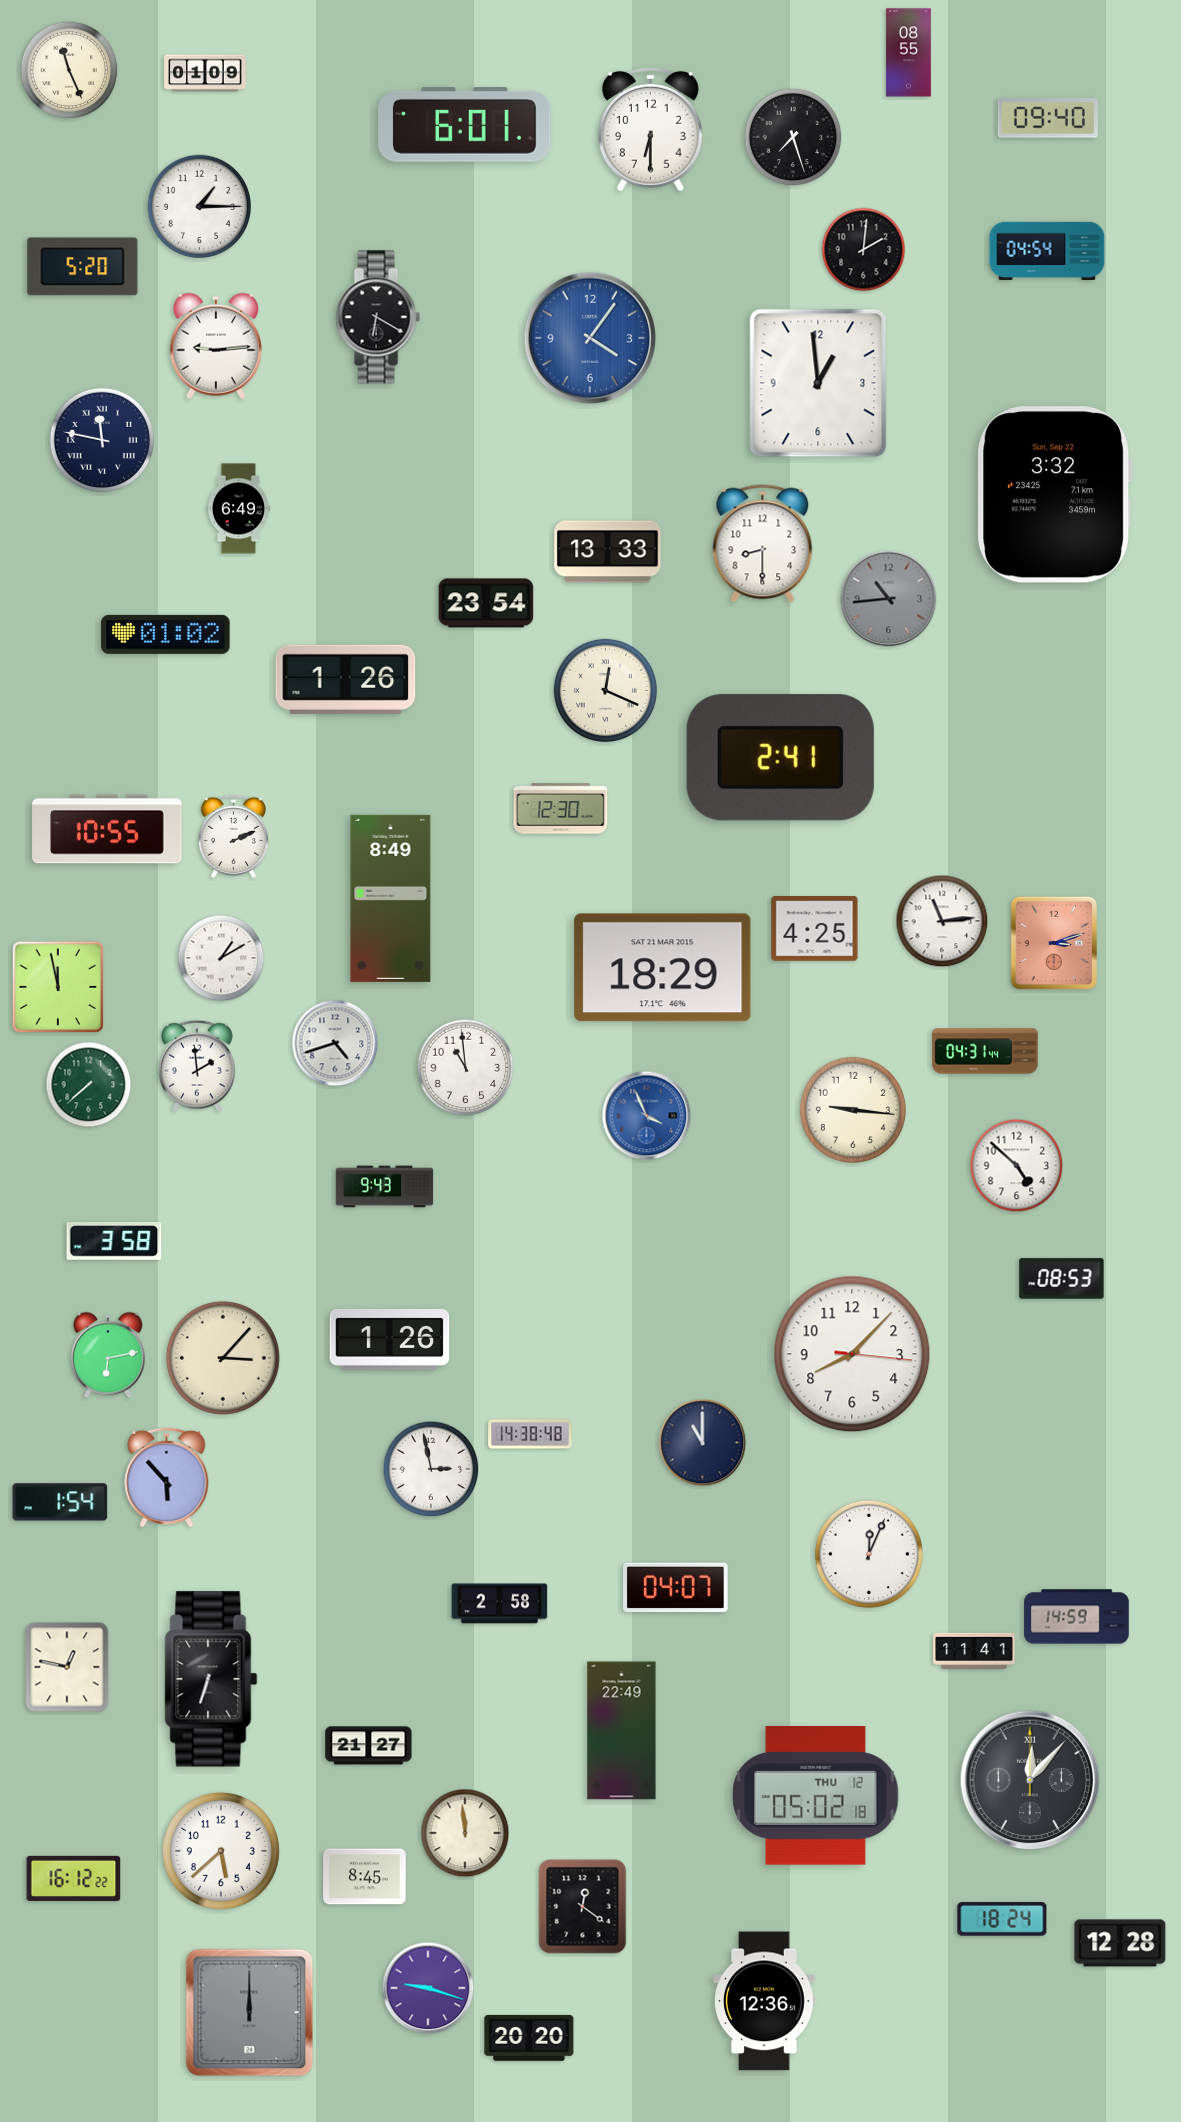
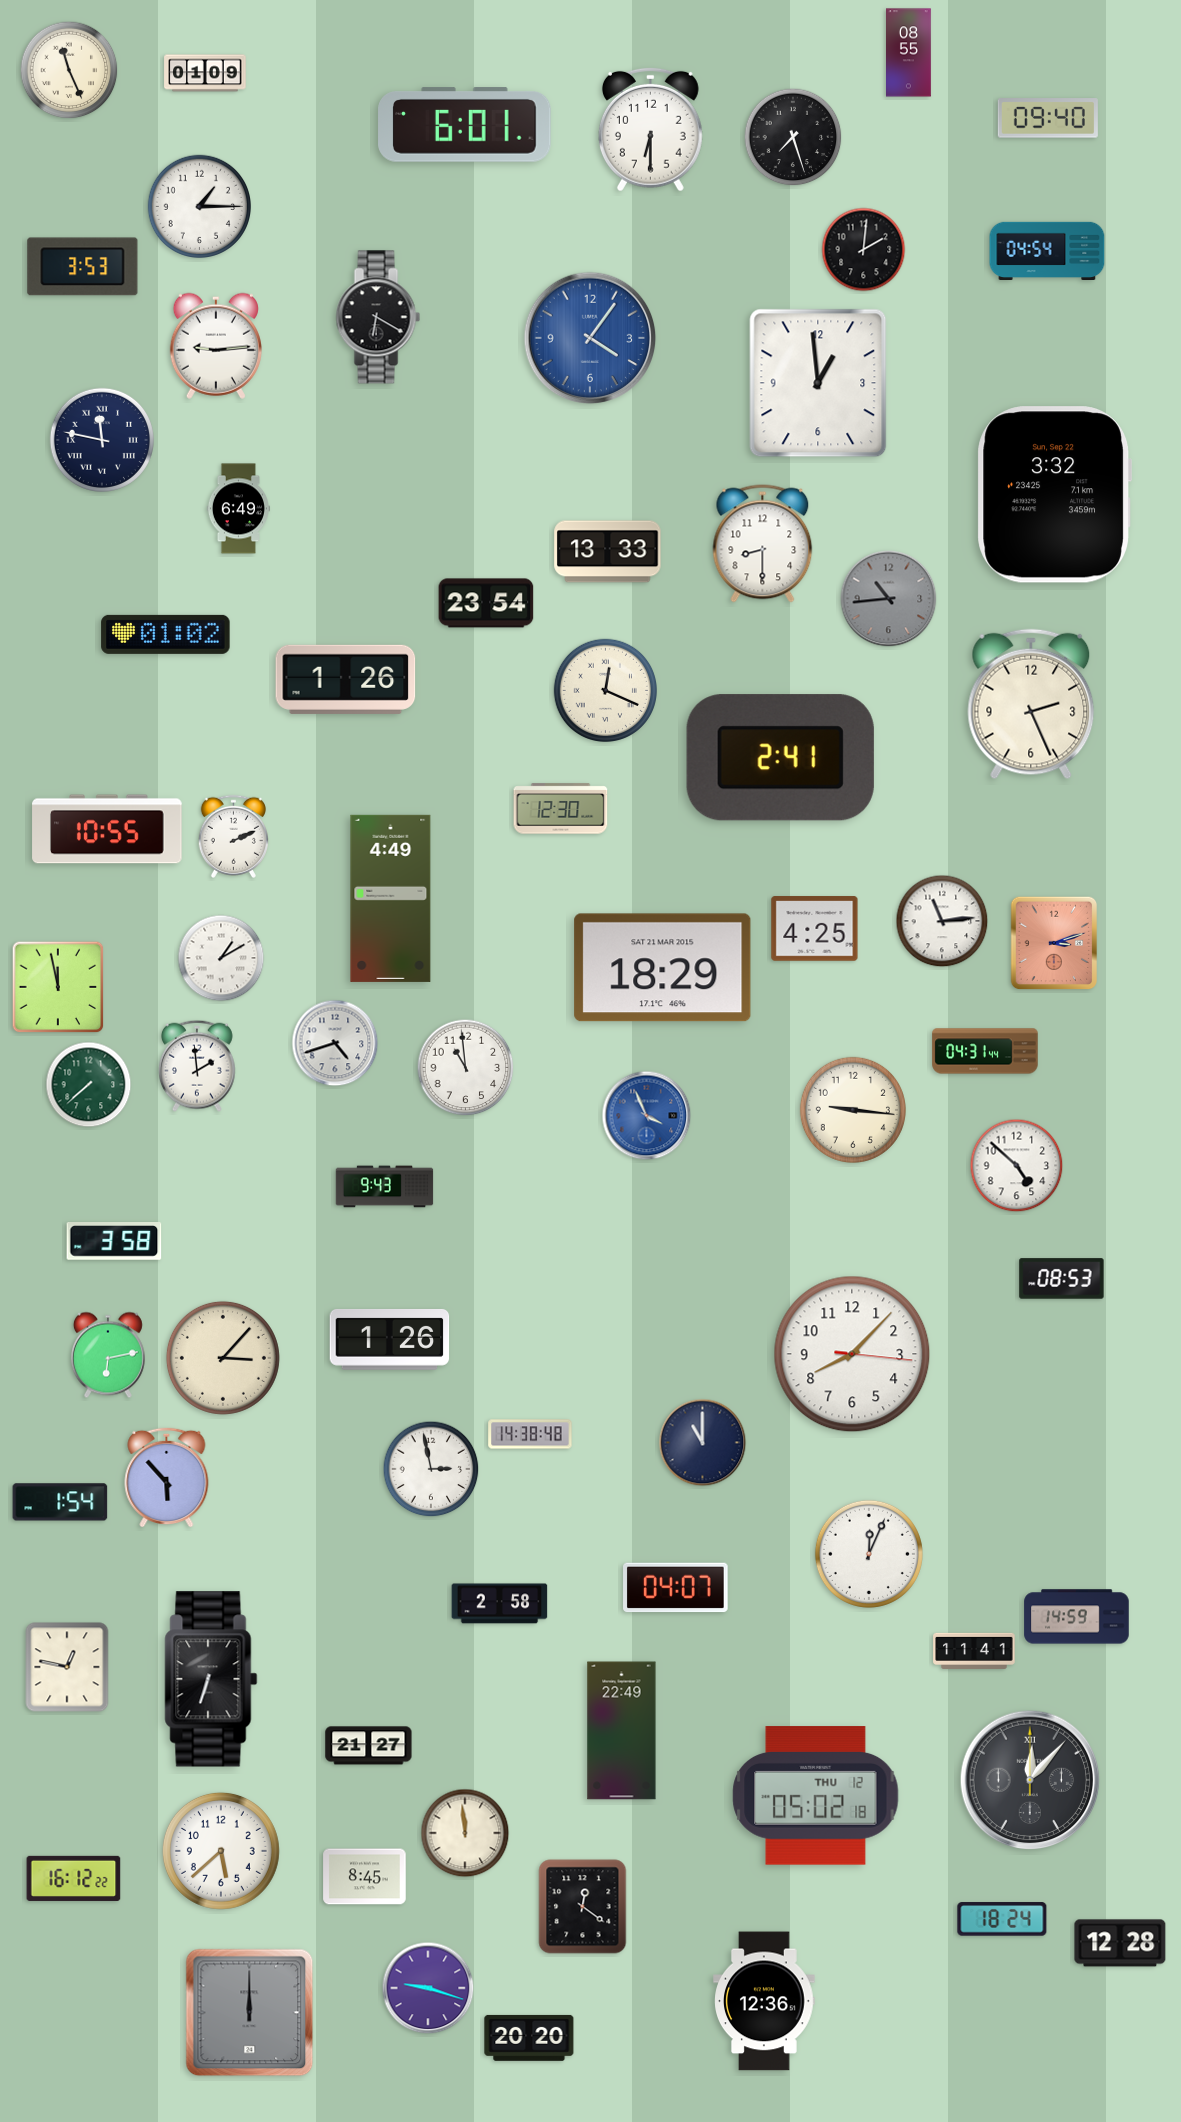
clock at (83, 267): 5:20 -> 3:53
clock at (1031, 704): none -> 2:26
clock at (391, 898): 8:49 -> 4:49
